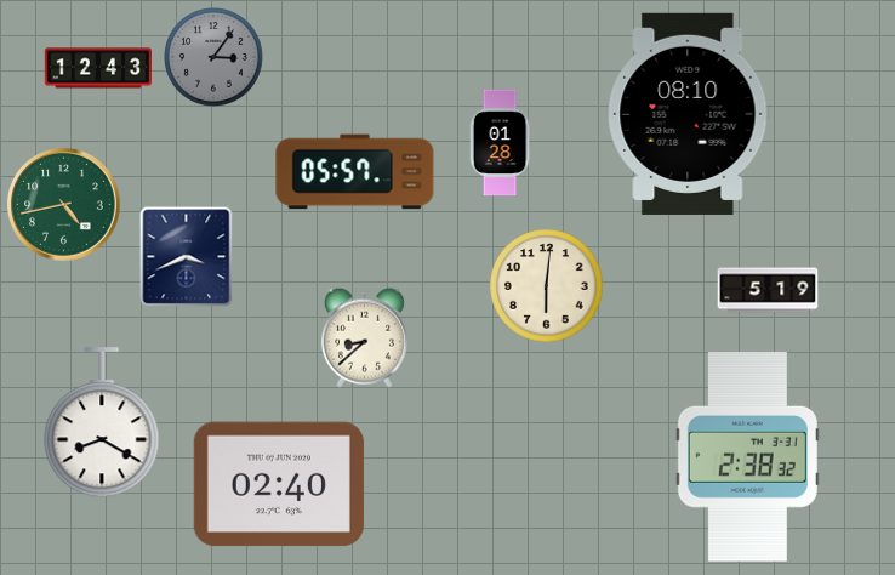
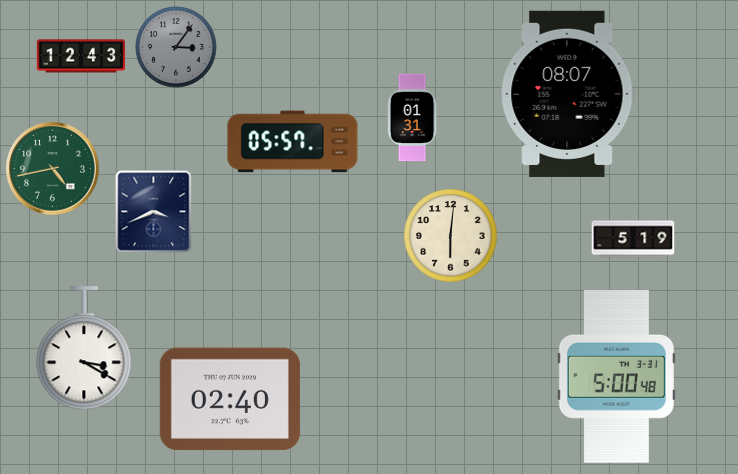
clock at (688, 114): 08:10 -> 08:07
clock at (500, 143): 01:28 -> 01:31
clock at (364, 337): 8:38 -> none
clock at (102, 423): 8:20 -> 3:20
clock at (747, 457): 2:38 -> 5:00
